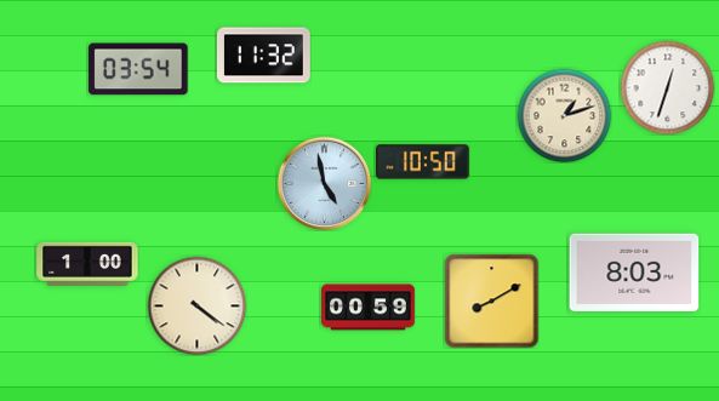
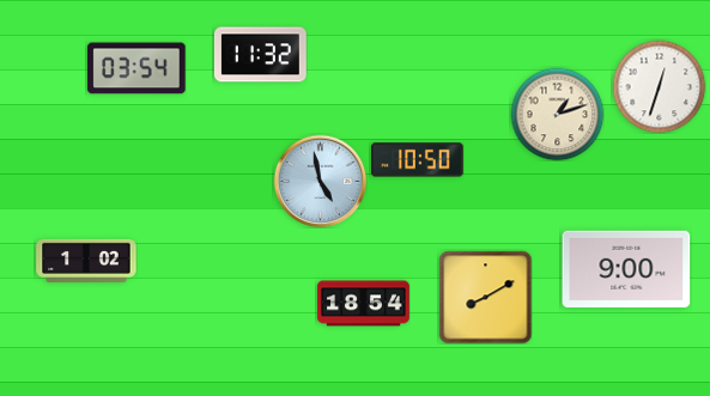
clock at (87, 264): 1:00 -> 1:02
clock at (634, 273): 8:03 -> 9:00
clock at (196, 305): 4:21 -> none
clock at (369, 308): 00:59 -> 18:54
